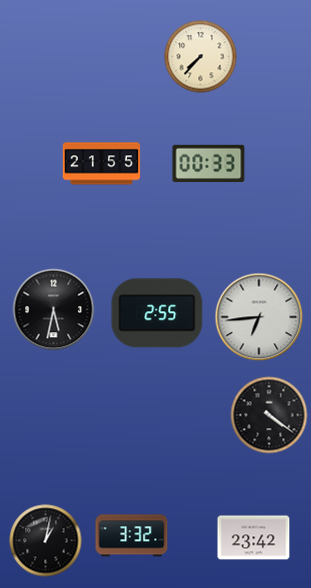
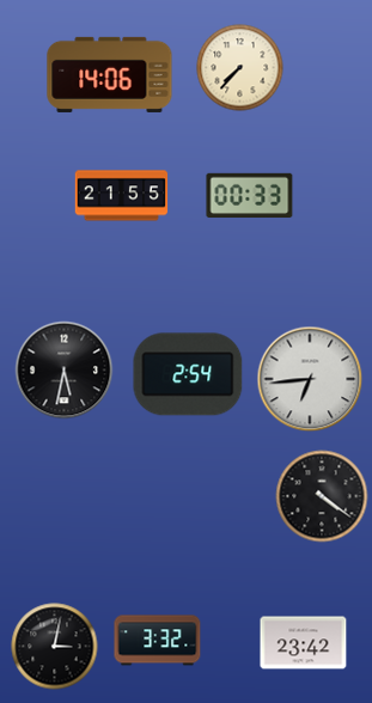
clock at (110, 74): none -> 14:06
clock at (157, 313): 2:55 -> 2:54
clock at (46, 541): 1:02 -> 3:02
